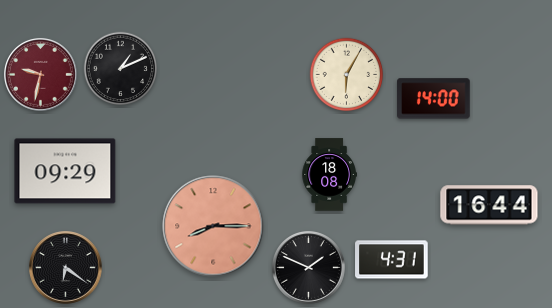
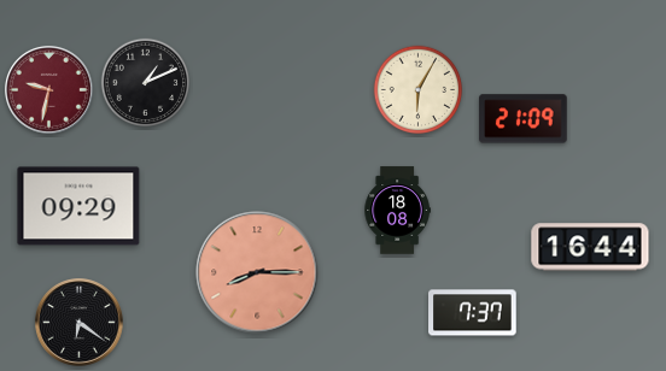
clock at (434, 99): 14:00 -> 21:09
clock at (392, 260): 4:31 -> 7:37
clock at (308, 267): 1:49 -> none
